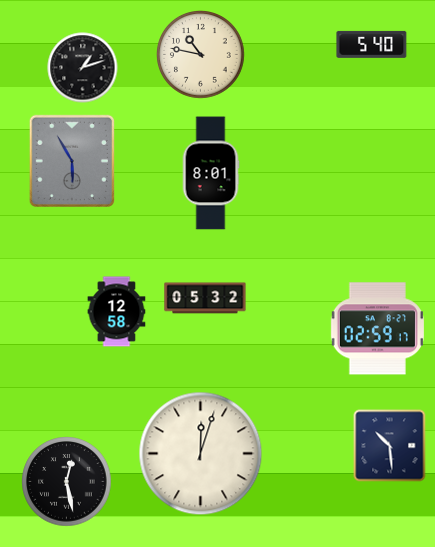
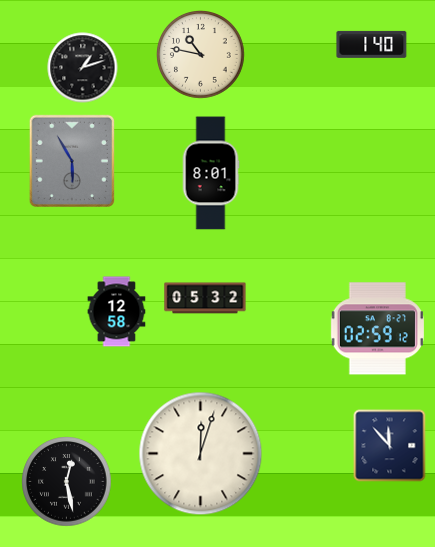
clock at (372, 44): 5:40 -> 1:40
clock at (377, 329): 02:59:17 -> 02:59:12
clock at (390, 446): 10:29 -> 11:53
